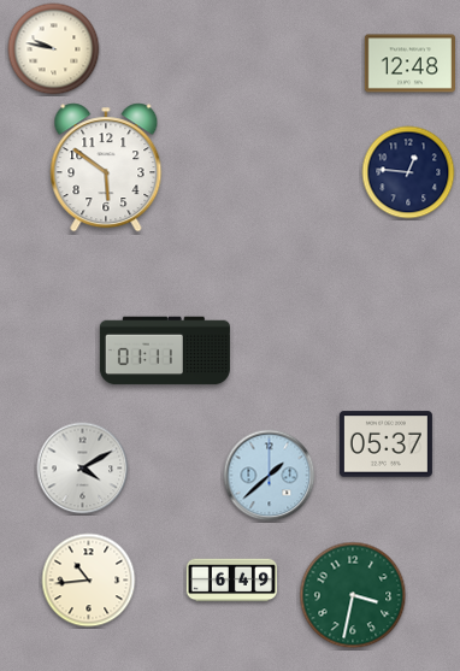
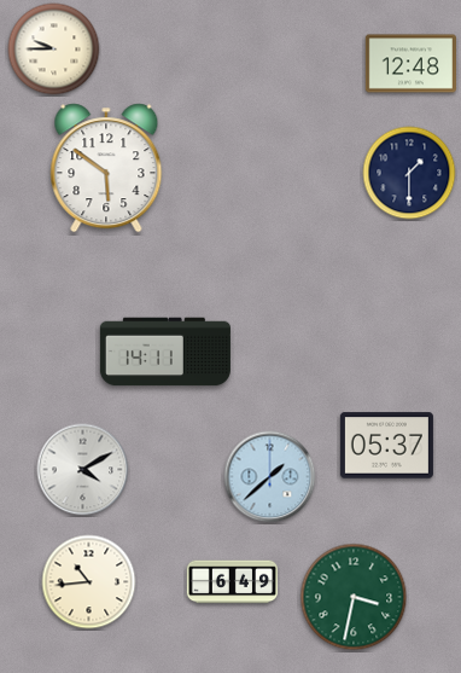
clock at (54, 49): 9:47 -> 9:45
clock at (408, 172): 12:46 -> 1:30
clock at (165, 351): 01:11 -> 14:11
